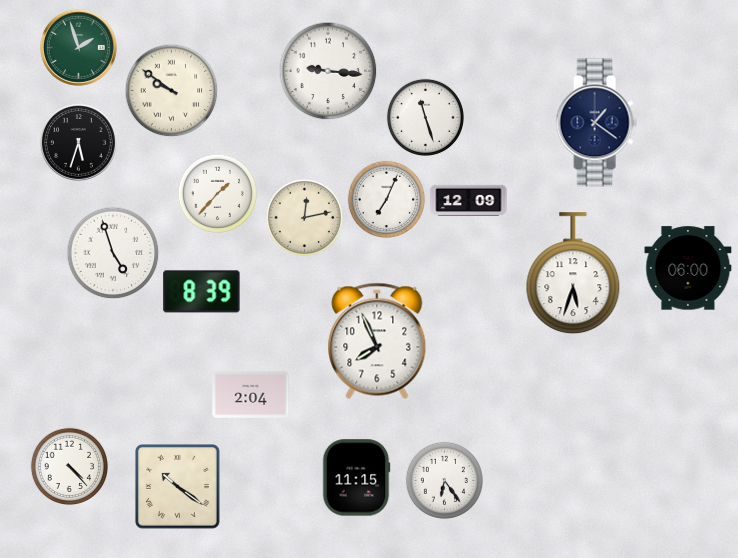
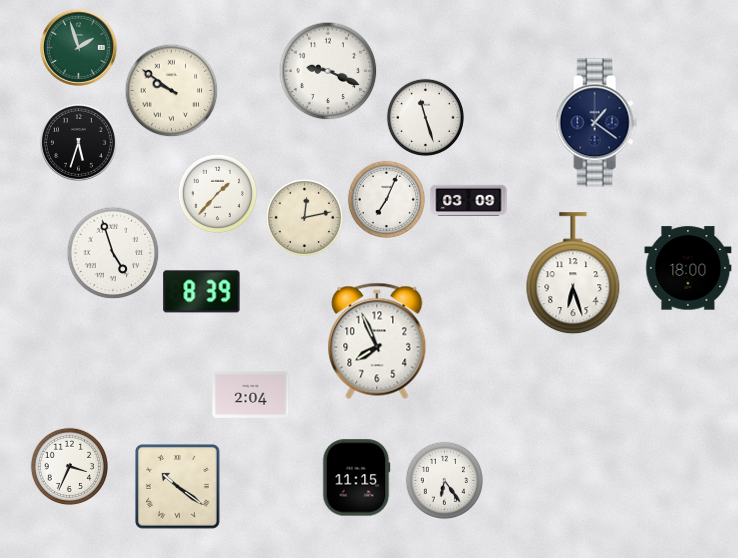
clock at (328, 71): 9:16 -> 9:19
clock at (469, 200): 12:09 -> 03:09
clock at (688, 268): 06:00 -> 18:00
clock at (573, 274): 5:33 -> 6:27
clock at (69, 466): 4:23 -> 3:34
